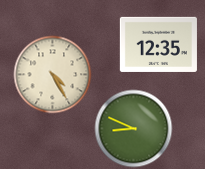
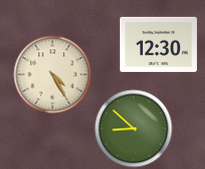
clock at (158, 44): 12:35 -> 12:30
clock at (133, 128): 8:49 -> 8:52
